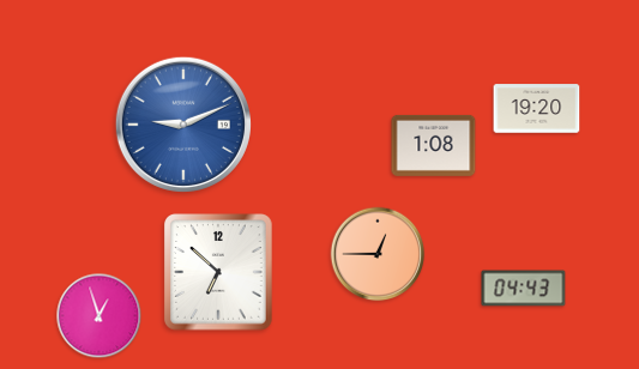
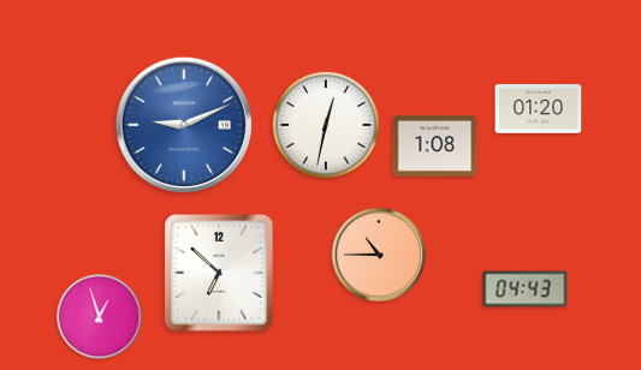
clock at (537, 109): 19:20 -> 01:20
clock at (326, 125): none -> 12:32
clock at (378, 254): 12:45 -> 10:45
